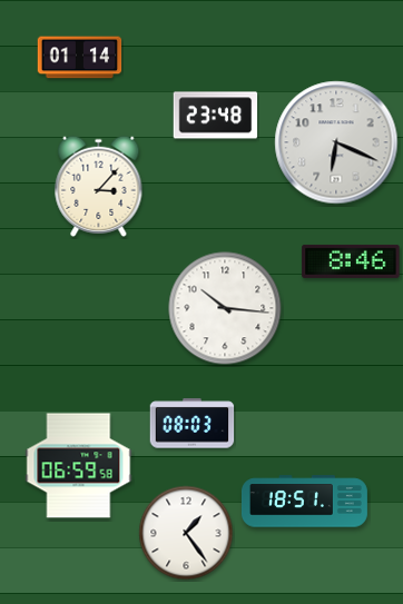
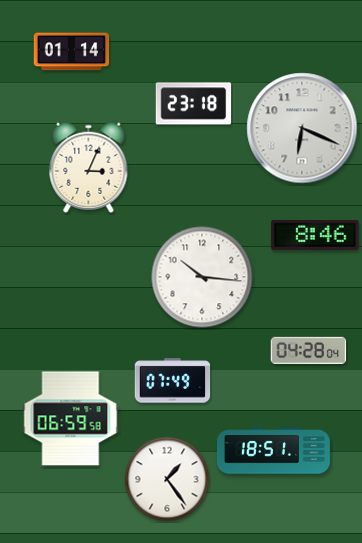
clock at (216, 116): 23:48 -> 23:18
clock at (99, 186): 3:07 -> 3:04
clock at (309, 350): none -> 04:28
clock at (193, 424): 08:03 -> 07:49
